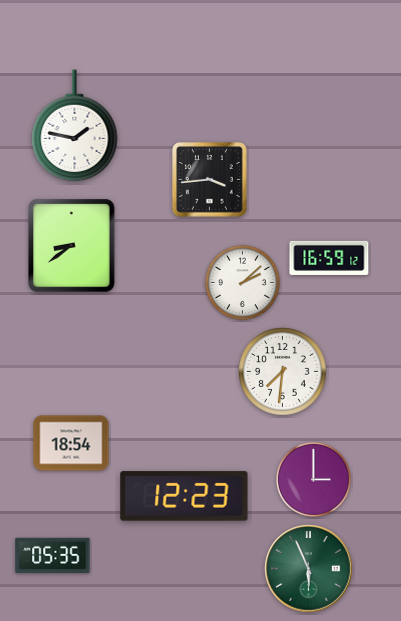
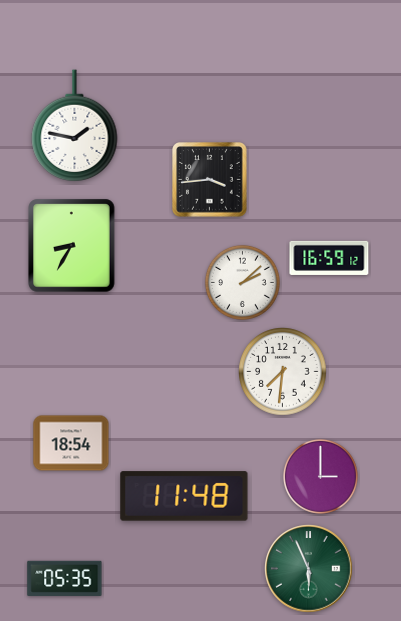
clock at (72, 246): 8:39 -> 8:35
clock at (313, 479) position: (313, 479) -> (320, 476)
clock at (184, 496): 12:23 -> 11:48
clock at (53, 555) position: (53, 555) -> (65, 578)
